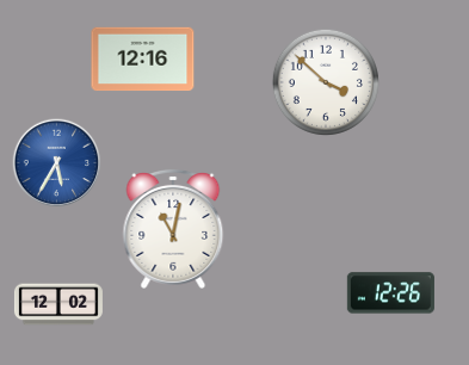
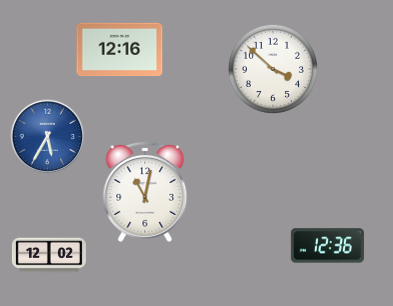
clock at (390, 293): 12:26 -> 12:36
